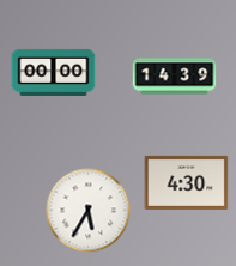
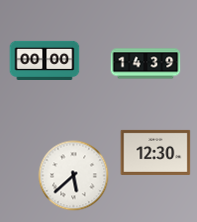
clock at (187, 182): 4:30 -> 12:30
clock at (89, 211): 5:35 -> 5:38
